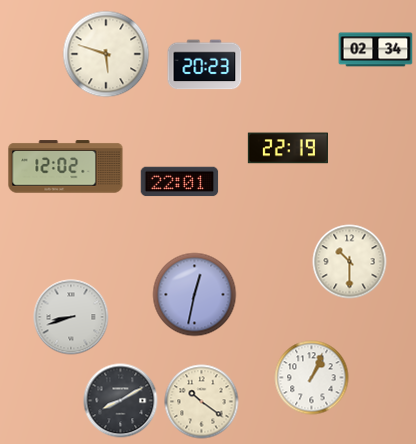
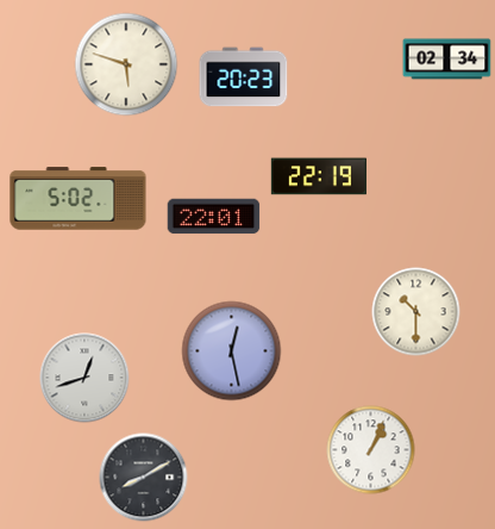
clock at (288, 148) position: (288, 148) -> (319, 176)
clock at (66, 167): 12:02 -> 5:02
clock at (195, 295): 12:32 -> 12:28
clock at (71, 317): 8:42 -> 12:42
clock at (202, 402): 10:21 -> none
